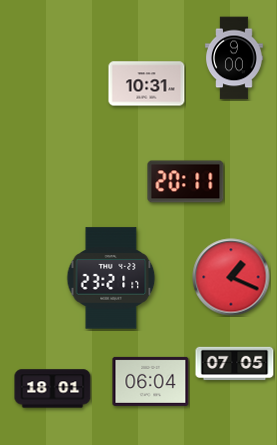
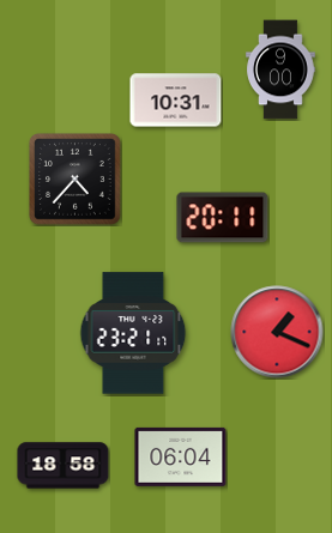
clock at (76, 180): none -> 4:37
clock at (235, 364): 07:05 -> none
clock at (53, 389): 18:01 -> 18:58
